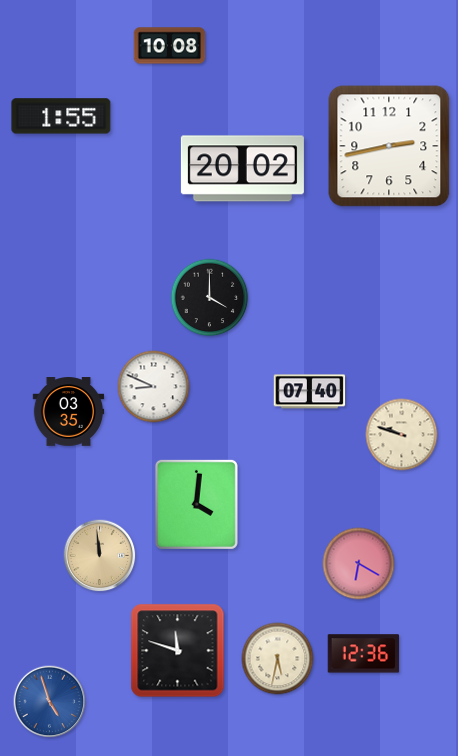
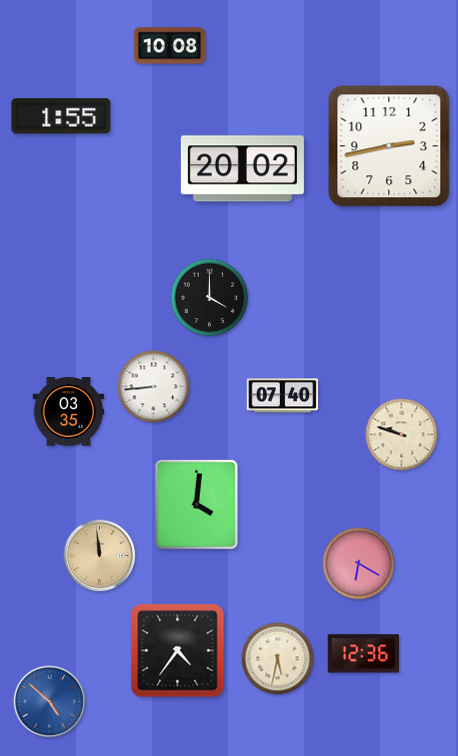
clock at (154, 387): 8:49 -> 8:44
clock at (310, 392) position: (310, 392) -> (283, 396)
clock at (178, 651): 11:48 -> 4:36
clock at (50, 702): 4:57 -> 4:52
